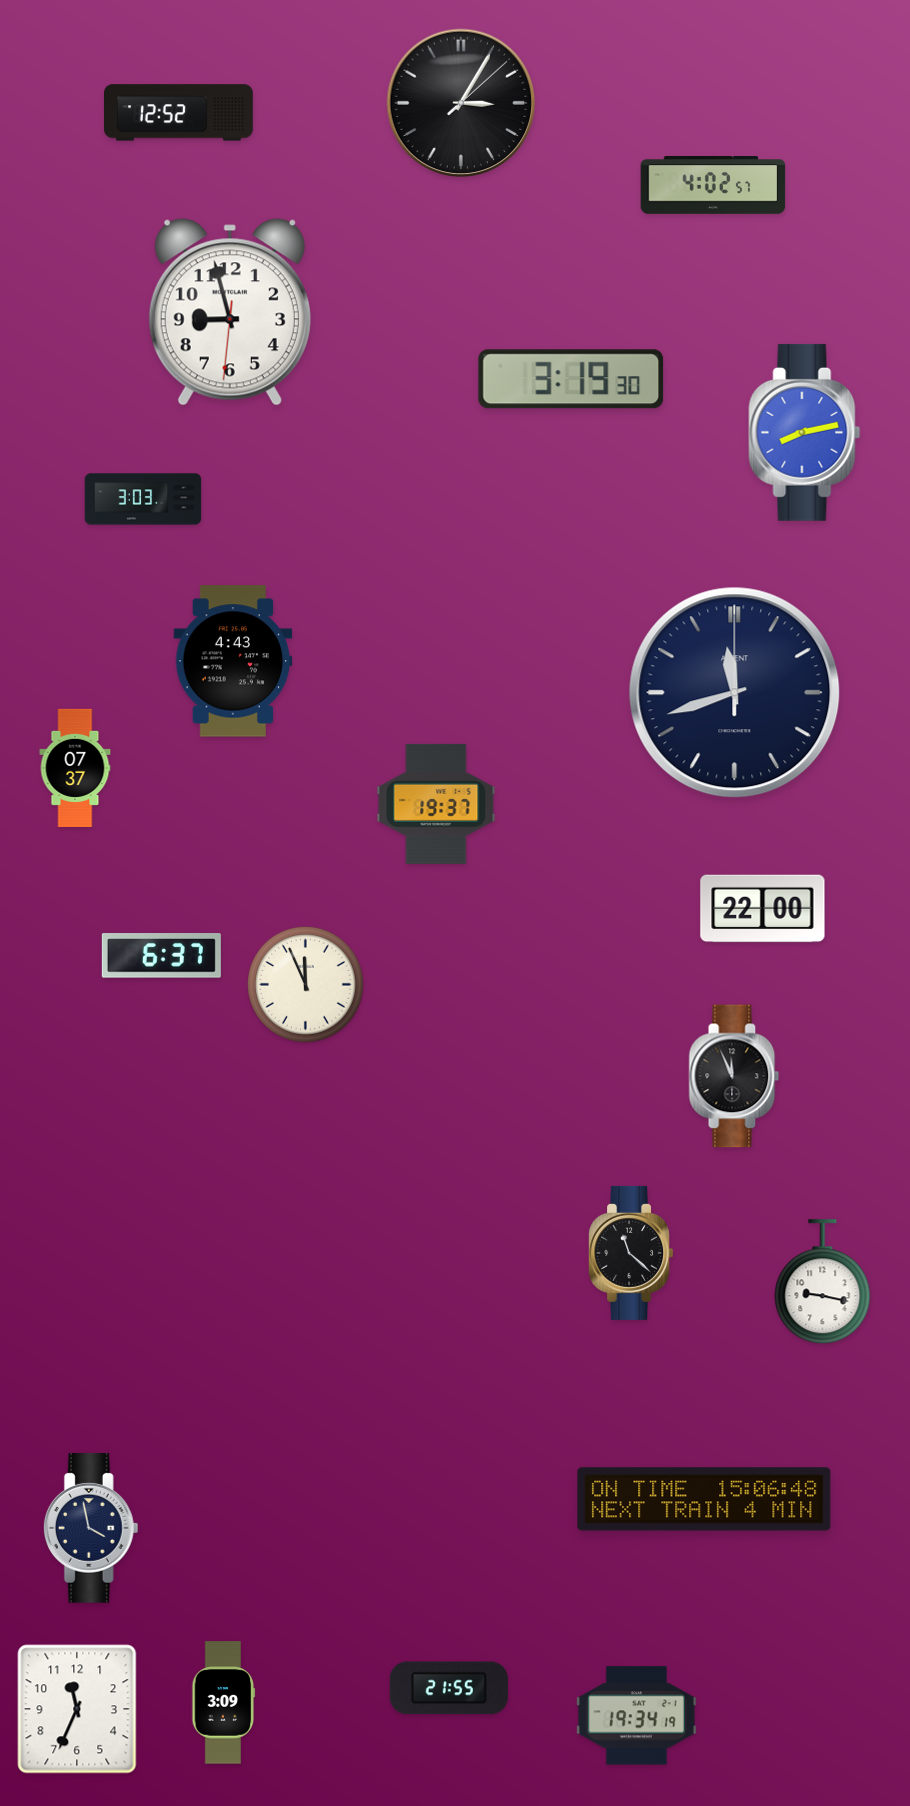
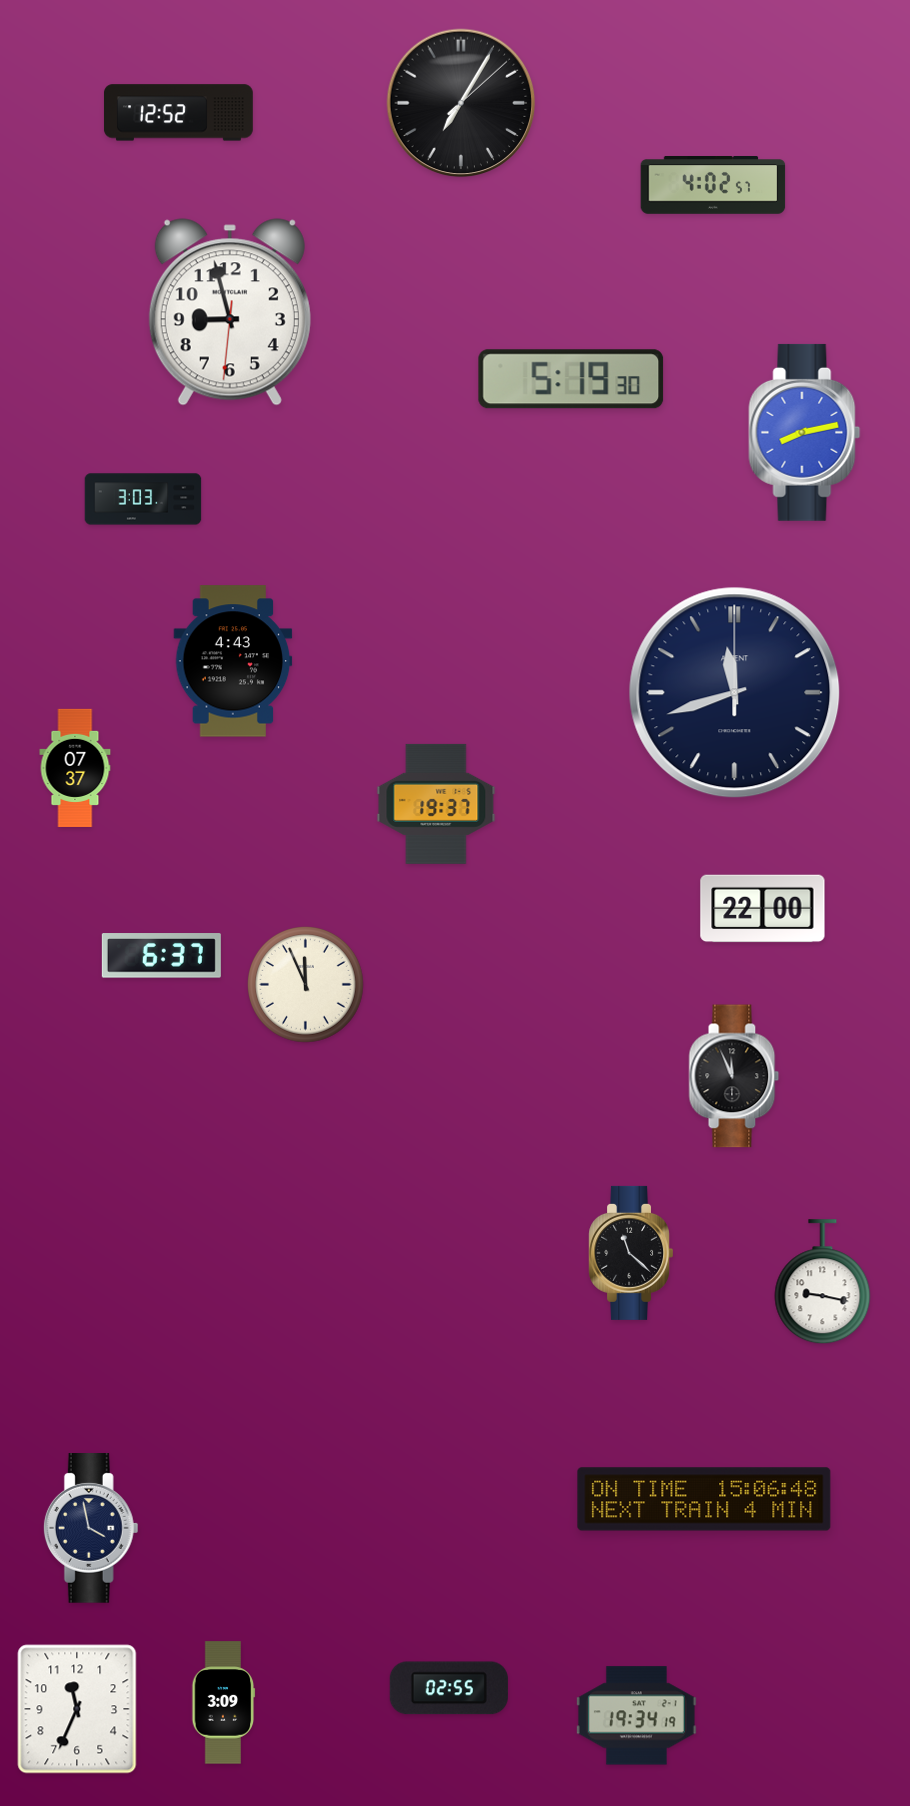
clock at (461, 103): 3:05 -> 7:05
clock at (571, 379): 3:19 -> 5:19
clock at (449, 1688): 21:55 -> 02:55
